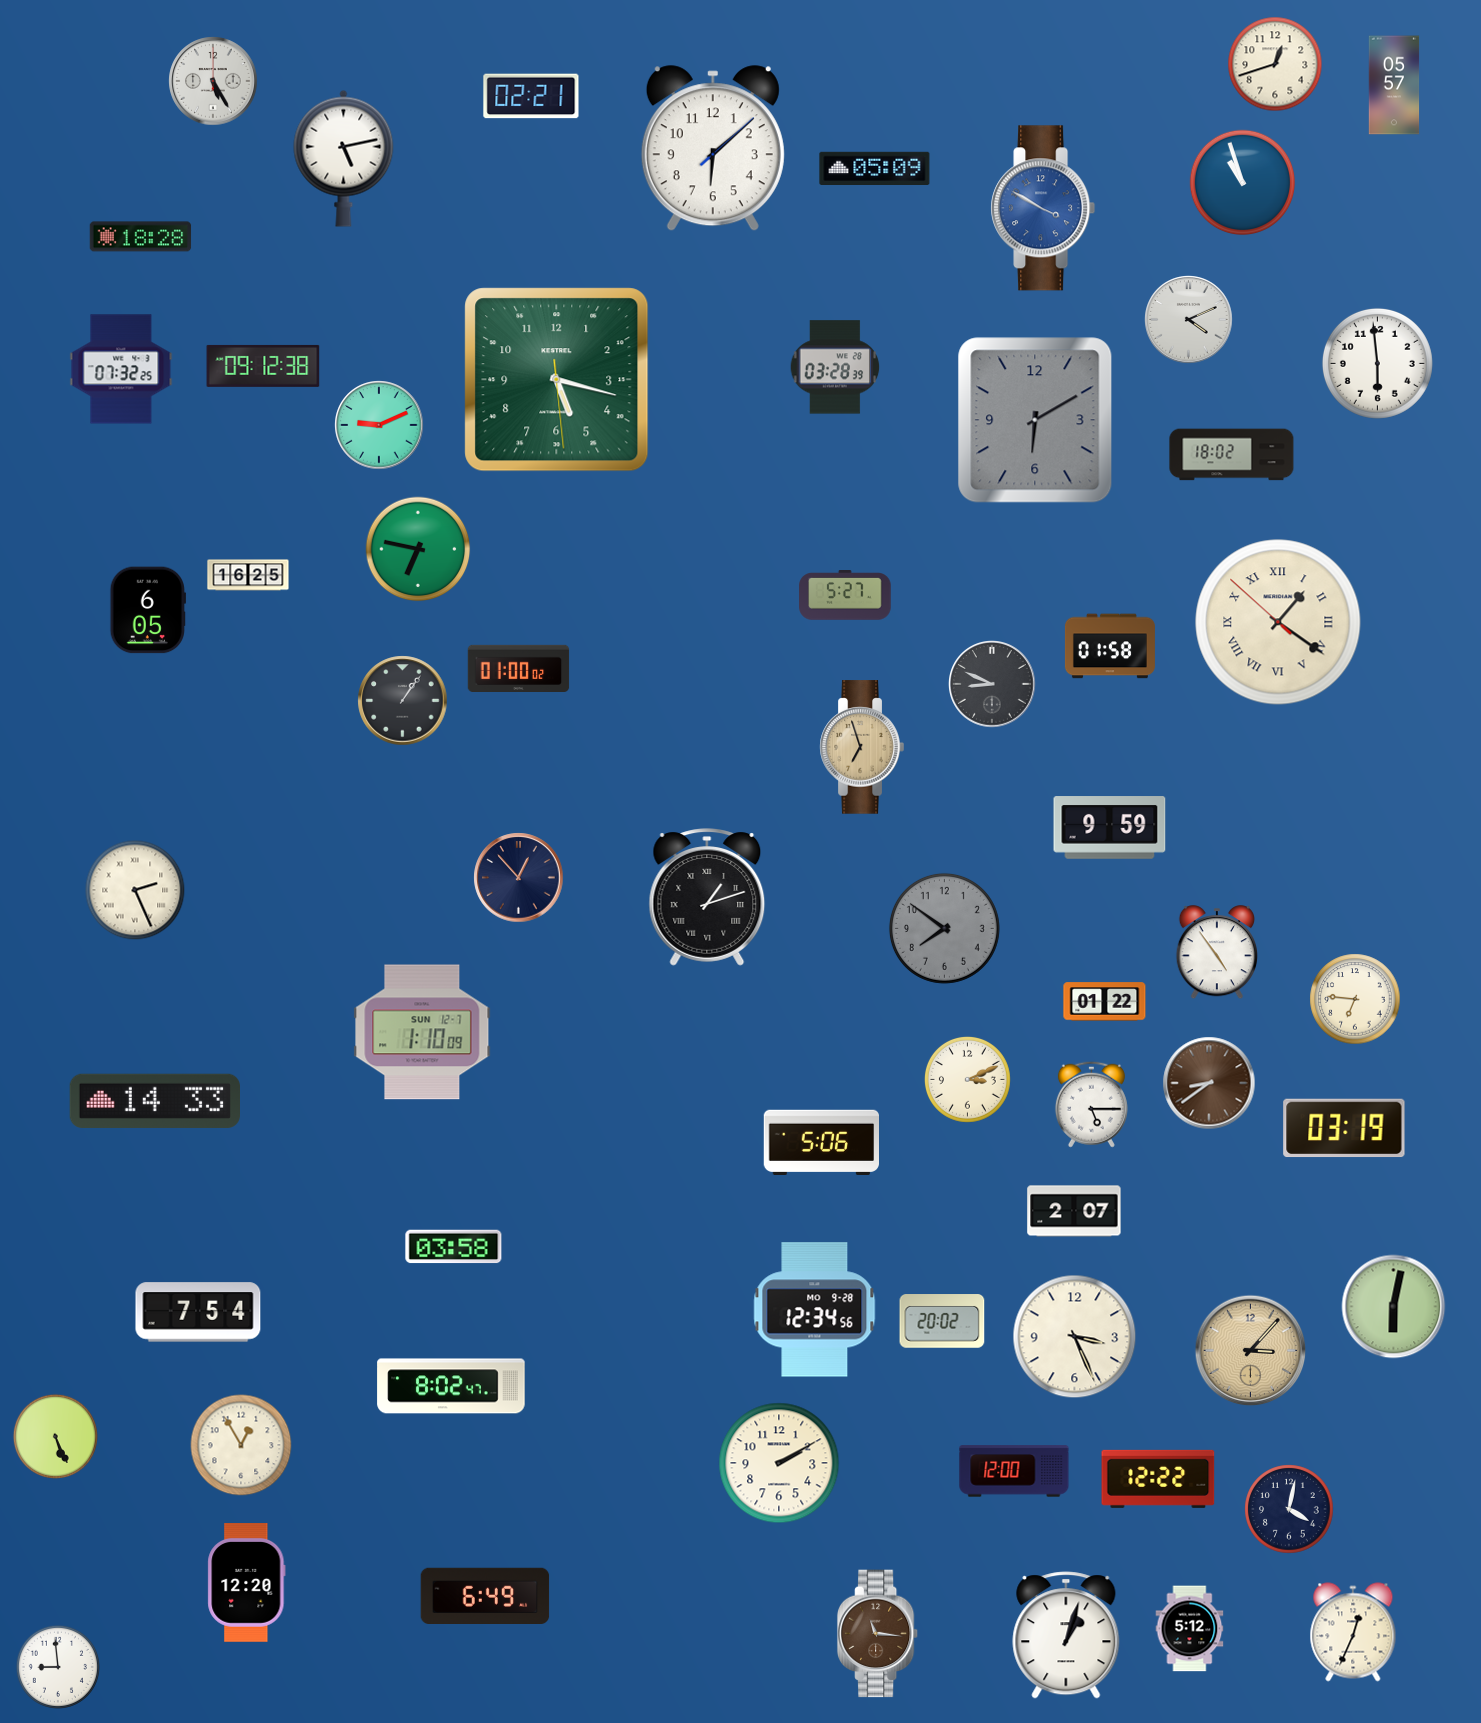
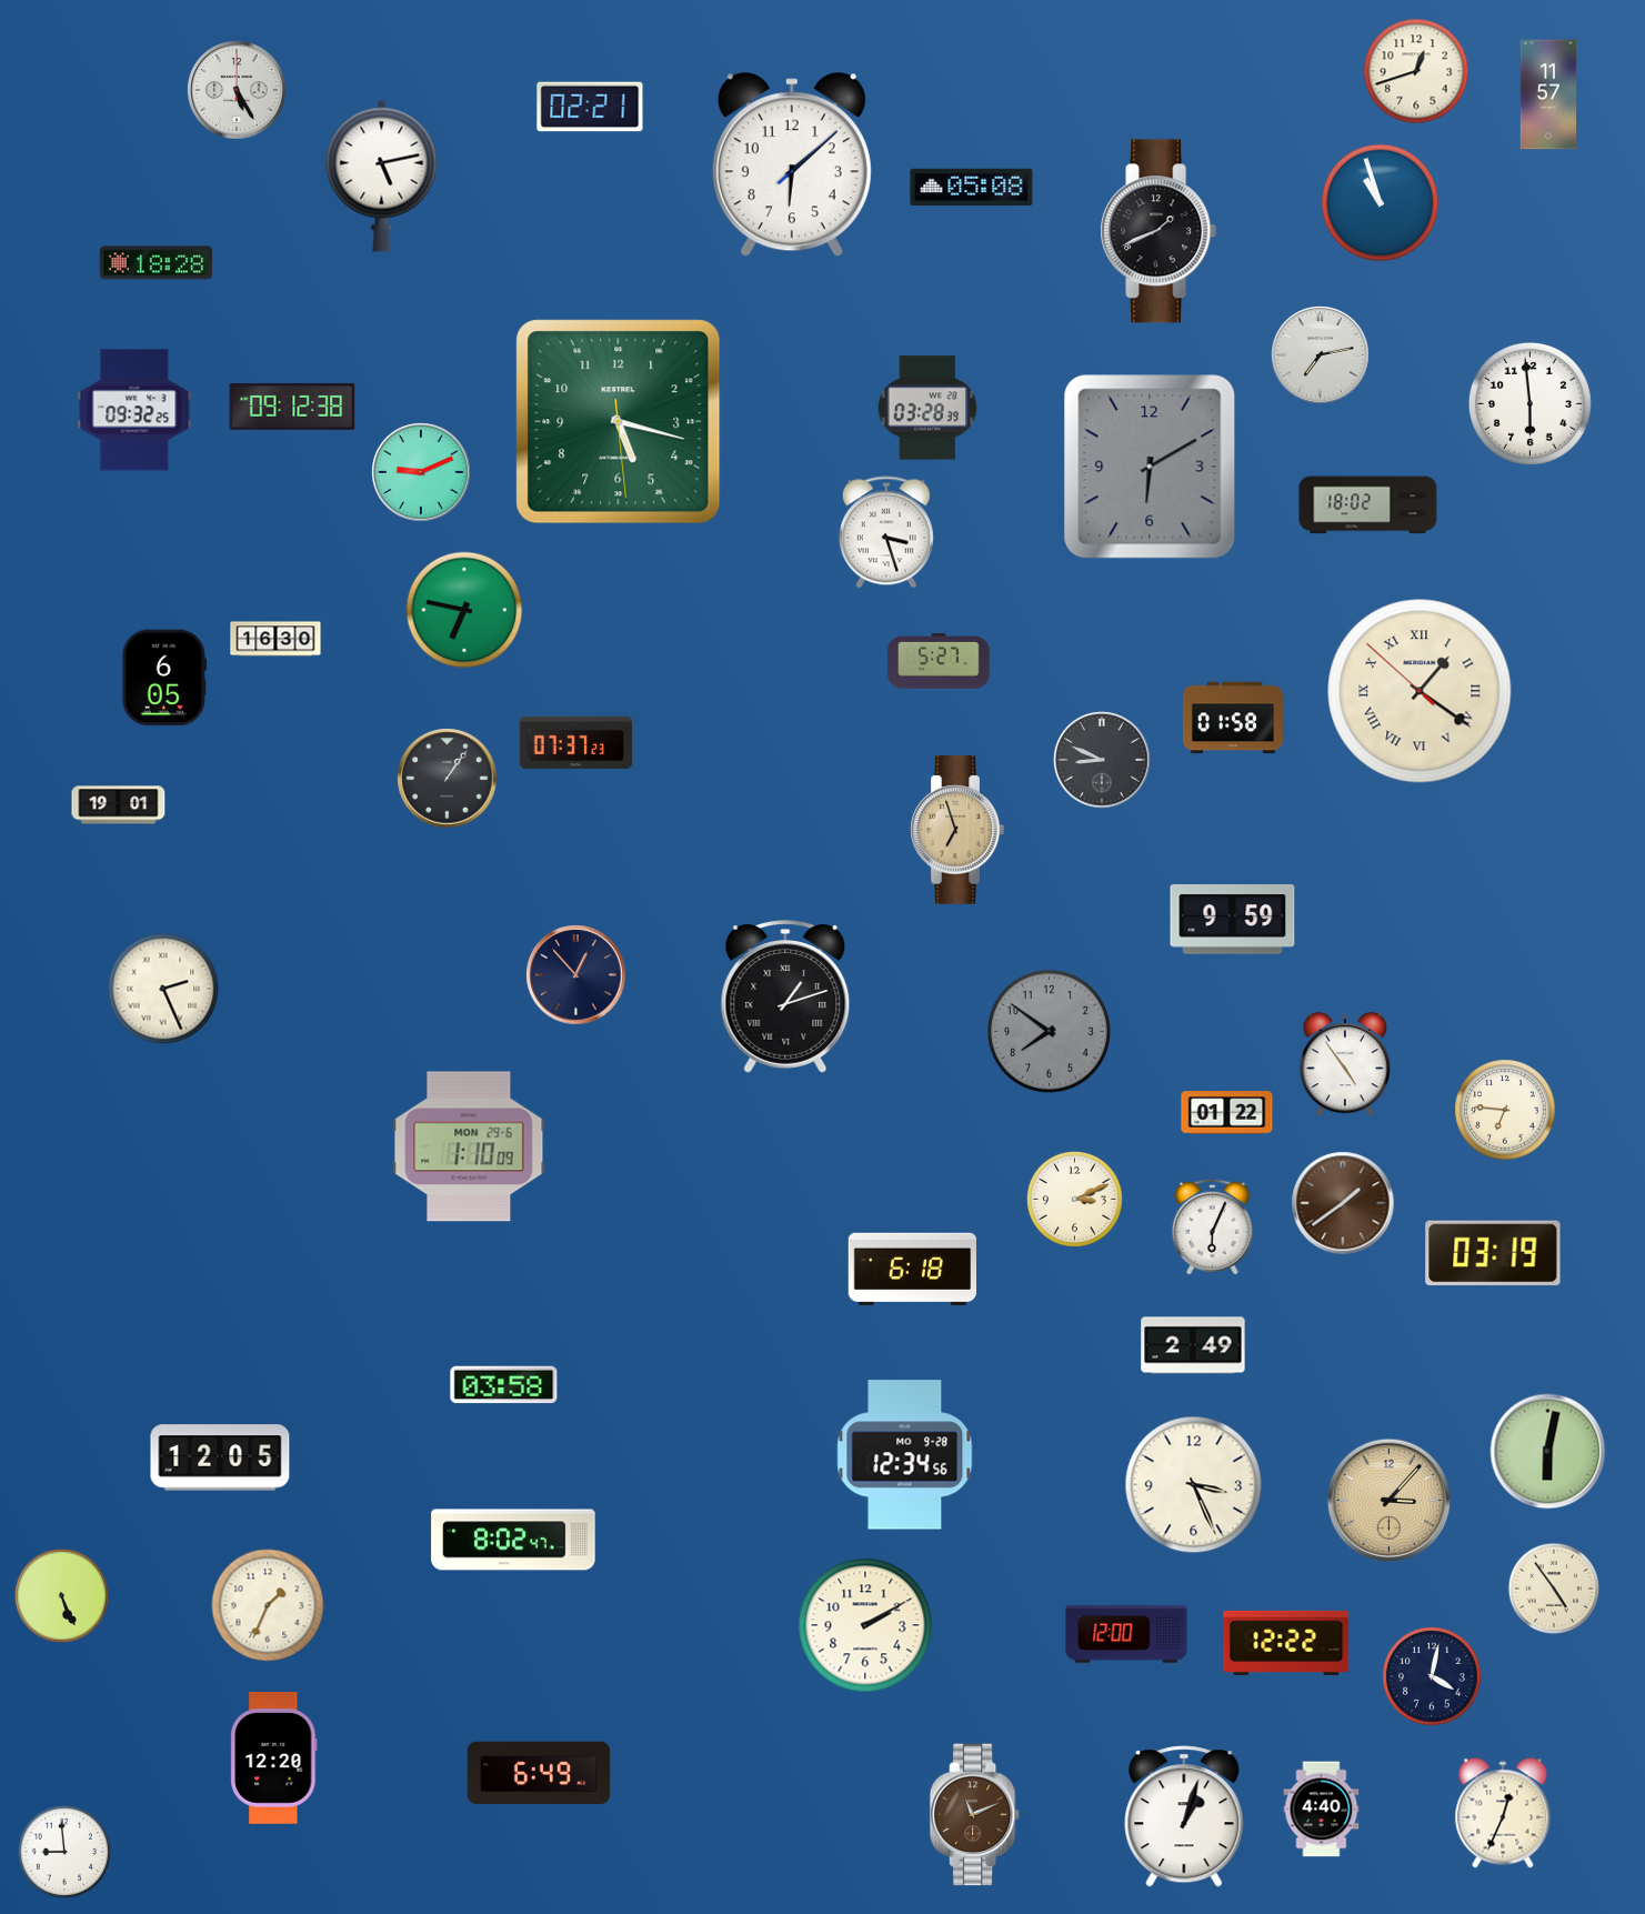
clock at (1394, 85): 05:57 -> 11:57
clock at (875, 168): 05:09 -> 05:08
clock at (1043, 208): 3:50 -> 1:41
clock at (1043, 208) dial: blue -> black
clock at (1189, 320): 4:11 -> 7:13
clock at (121, 369): 07:32 -> 09:32
clock at (886, 532): none -> 3:27
clock at (248, 575): 16:25 -> 16:30
clock at (519, 668): 01:00 -> 07:37
clock at (119, 805): none -> 19:01
clock at (135, 890) position: (135, 890) -> (163, 989)
clock at (1216, 953) position: (1216, 953) -> (1344, 1065)
clock at (422, 1032) date: SUN 12-7 -> MON 29-6
clock at (1209, 1083): 8:39 -> 1:39
clock at (154, 1100): 14:33 -> none
clock at (1091, 1104): 5:15 -> 6:04
clock at (821, 1142): 5:06 -> 6:18
clock at (1074, 1211): 2:07 -> 2:49
clock at (198, 1312): 7:54 -> 12:05
clock at (942, 1321): 20:02 -> none
clock at (451, 1386) position: (451, 1386) -> (513, 1540)
clock at (1554, 1589): none -> 4:54
clock at (241, 1445): 12:55 -> 1:34
clock at (1190, 1629): 5:12 -> 4:40
clock at (878, 1634): 11:16 -> 11:11
